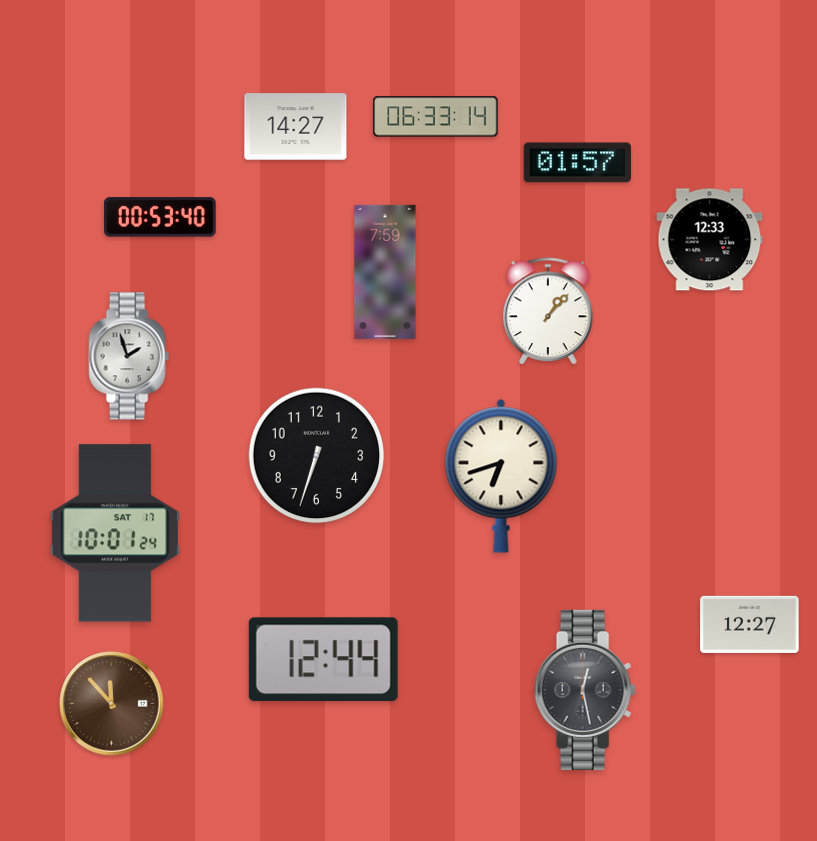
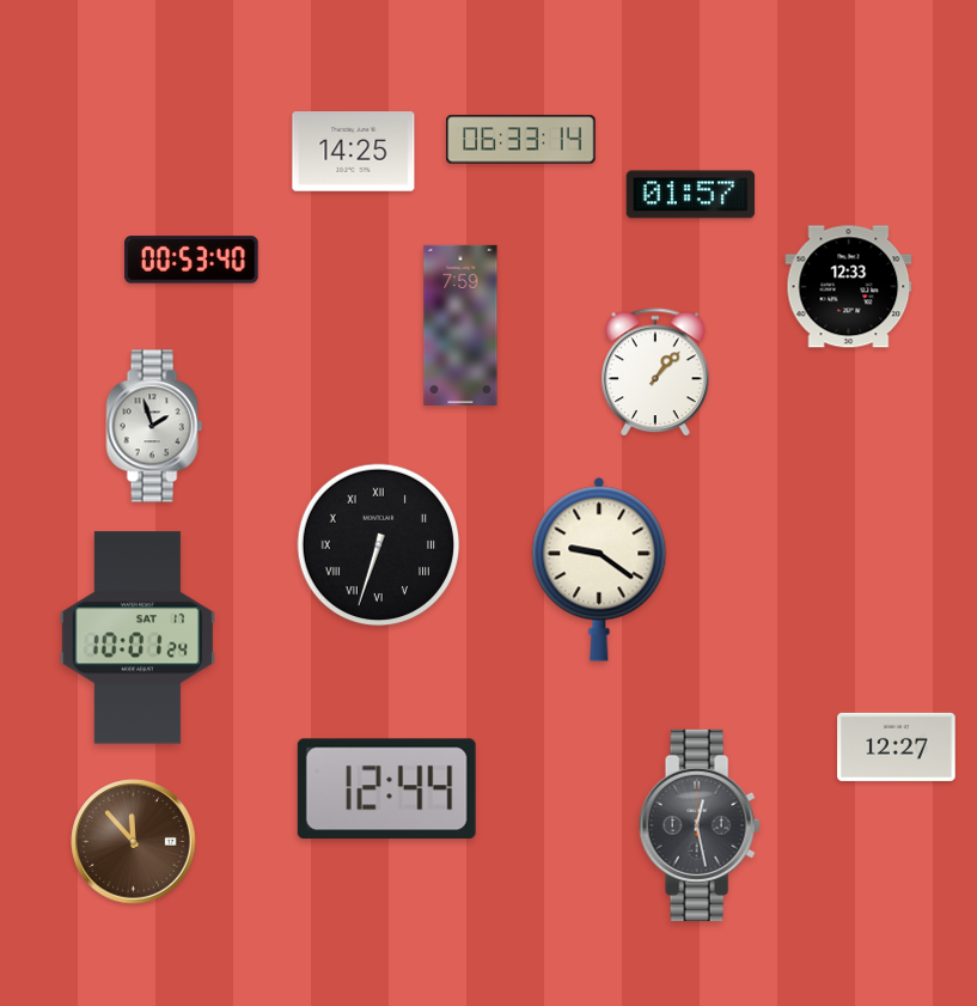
clock at (296, 127): 14:27 -> 14:25
clock at (317, 456) numerals: Arabic -> Roman
clock at (501, 476): 6:42 -> 9:21
